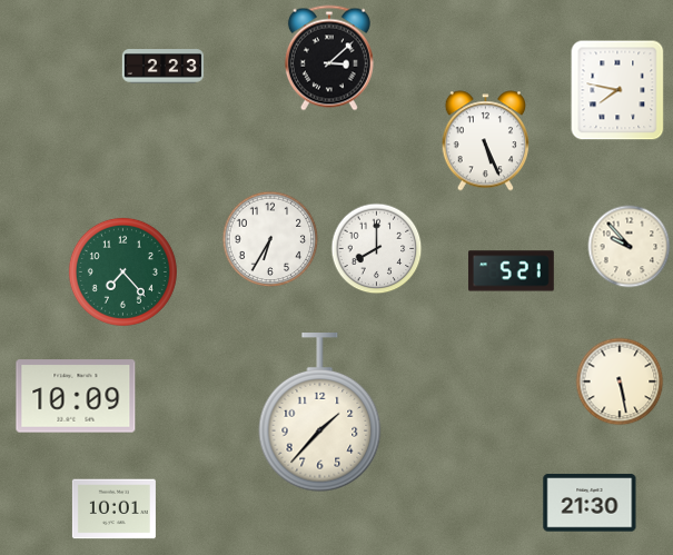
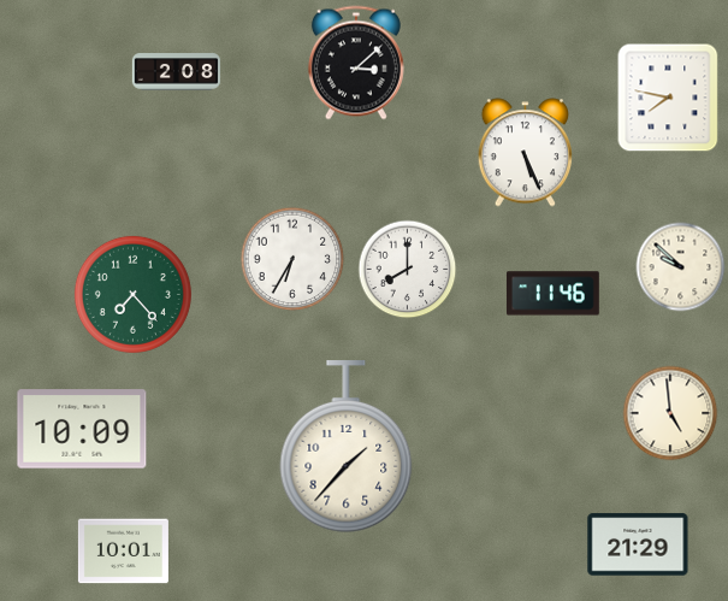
clock at (164, 67): 2:23 -> 2:08
clock at (630, 247): 9:53 -> 9:52
clock at (511, 271): 5:21 -> 11:46
clock at (620, 381): 5:28 -> 4:59
clock at (590, 503): 21:30 -> 21:29
